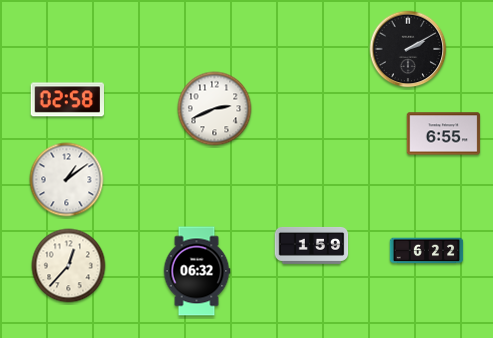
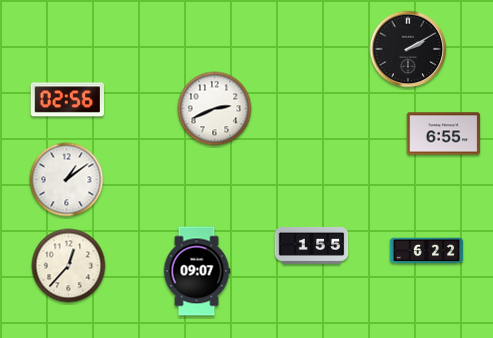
clock at (67, 100): 02:58 -> 02:56
clock at (312, 245): 1:59 -> 1:55
clock at (197, 271): 06:32 -> 09:07
